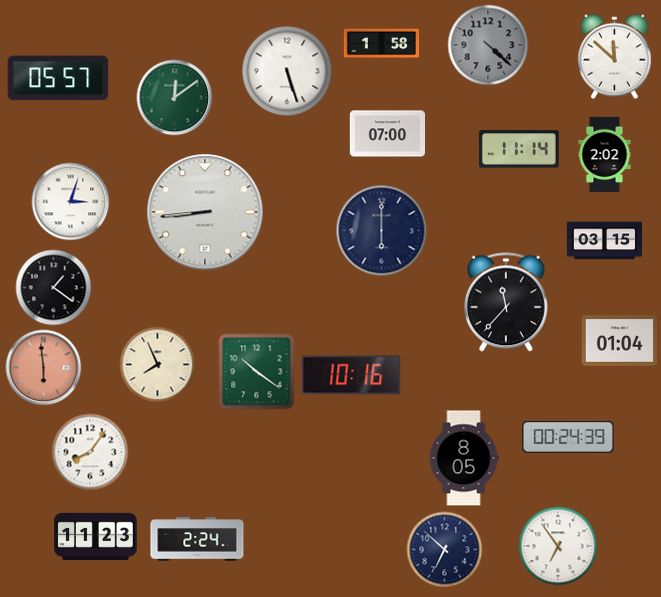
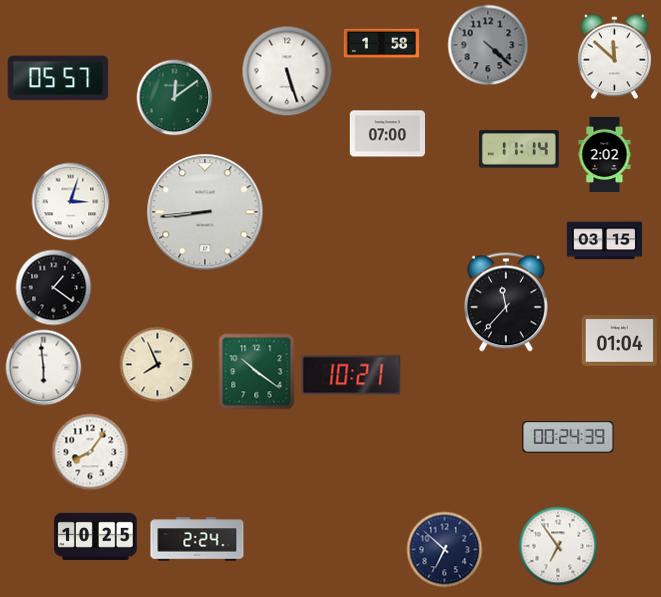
clock at (382, 231): 6:00 -> none
clock at (44, 368) dial: salmon -> white
clock at (351, 375): 10:16 -> 10:21
clock at (464, 458): 8:05 -> none
clock at (96, 536): 11:23 -> 10:25
